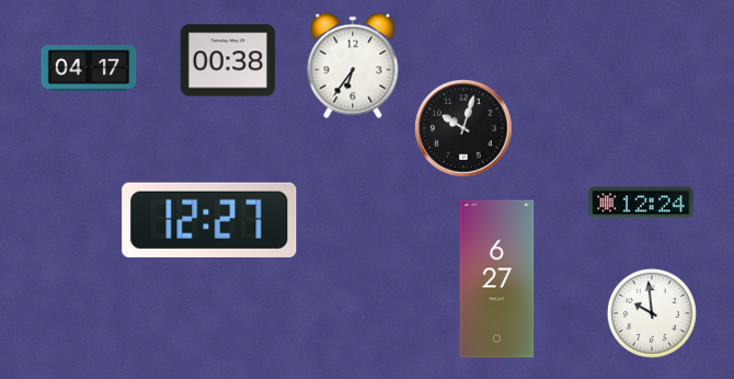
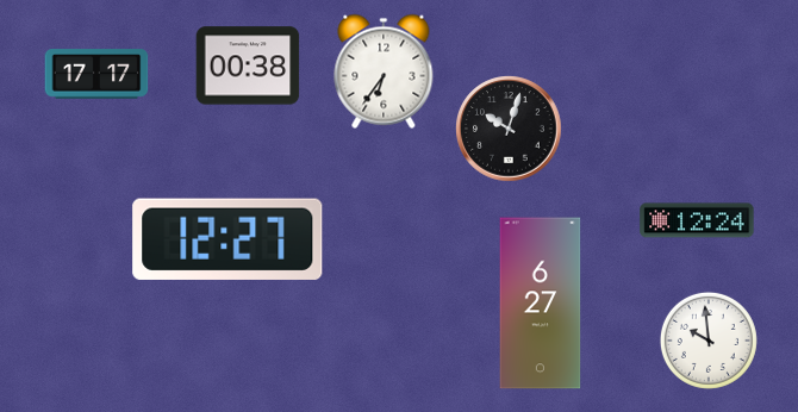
clock at (89, 68): 04:17 -> 17:17
clock at (463, 128) position: (463, 128) -> (509, 129)
